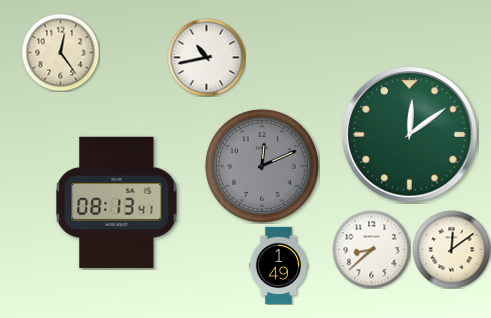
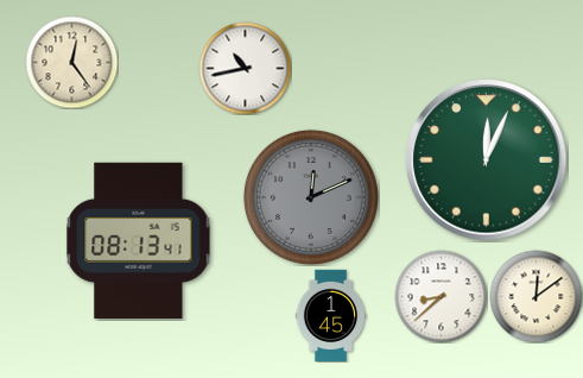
clock at (410, 135): 12:09 -> 12:04
clock at (279, 265): 1:49 -> 1:45
